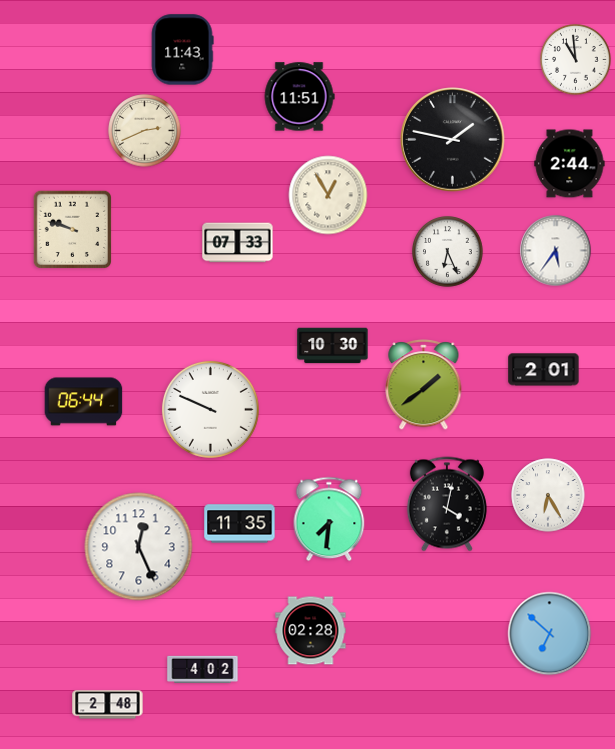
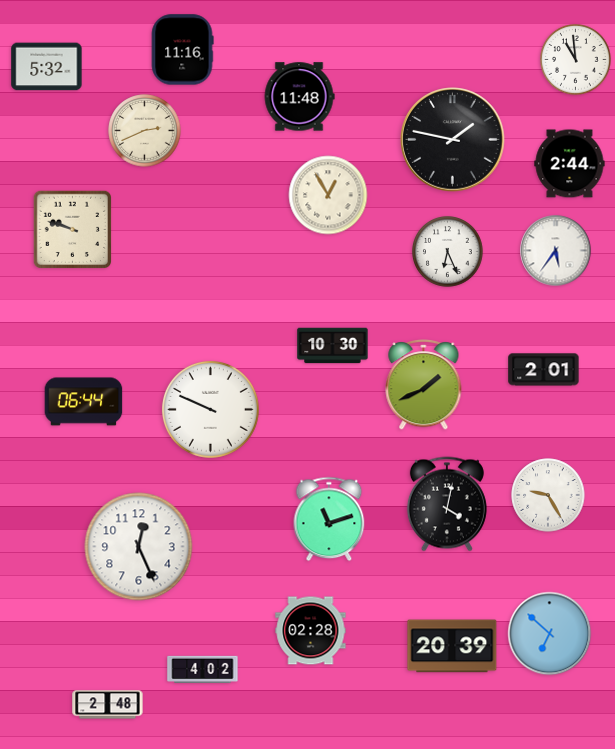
clock at (182, 50): 11:43 -> 11:16
clock at (47, 67): none -> 5:32
clock at (299, 97): 11:51 -> 11:48
clock at (238, 243): 07:33 -> none
clock at (424, 385): 1:39 -> 1:41
clock at (548, 495): 6:25 -> 9:25
clock at (329, 519): 7:31 -> 11:12
clock at (240, 524): 11:35 -> none
clock at (452, 646): none -> 20:39
